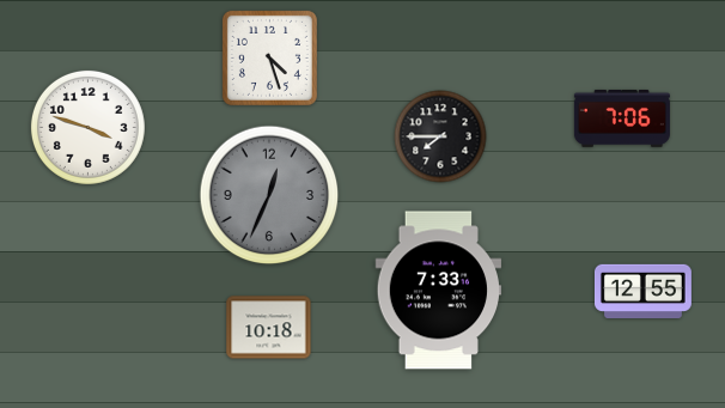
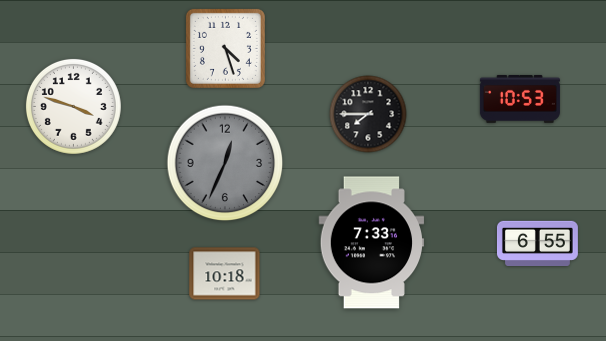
clock at (622, 118): 7:06 -> 10:53
clock at (439, 291) position: (439, 291) -> (372, 243)
clock at (642, 291): 12:55 -> 6:55
